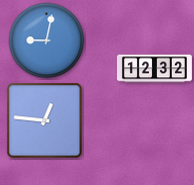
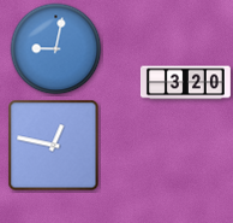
clock at (154, 69): 12:32 -> 3:20
clock at (45, 121): 12:46 -> 12:47
